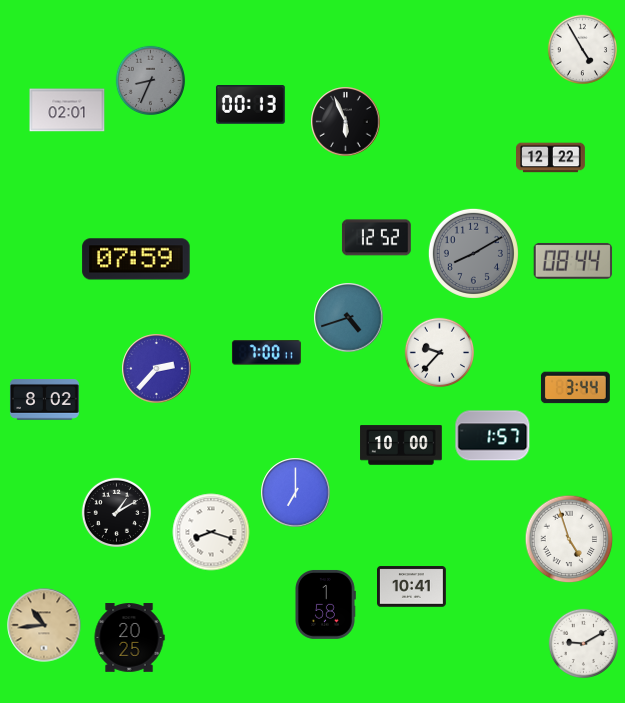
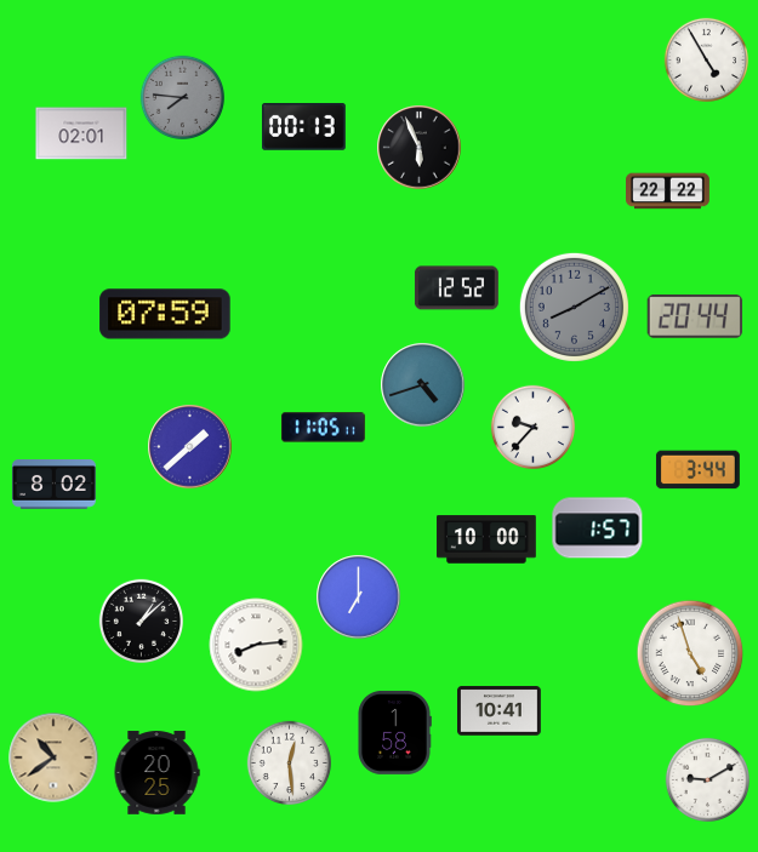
clock at (150, 80): 8:34 -> 7:46
clock at (551, 158): 12:22 -> 22:22
clock at (573, 261): 08:44 -> 20:44
clock at (266, 353): 7:00 -> 11:05
clock at (157, 369): 2:37 -> 1:38
clock at (116, 512): 1:10 -> 1:08
clock at (211, 532): 8:18 -> 8:14
clock at (44, 625): 10:44 -> 10:39
clock at (289, 762): none -> 12:29
